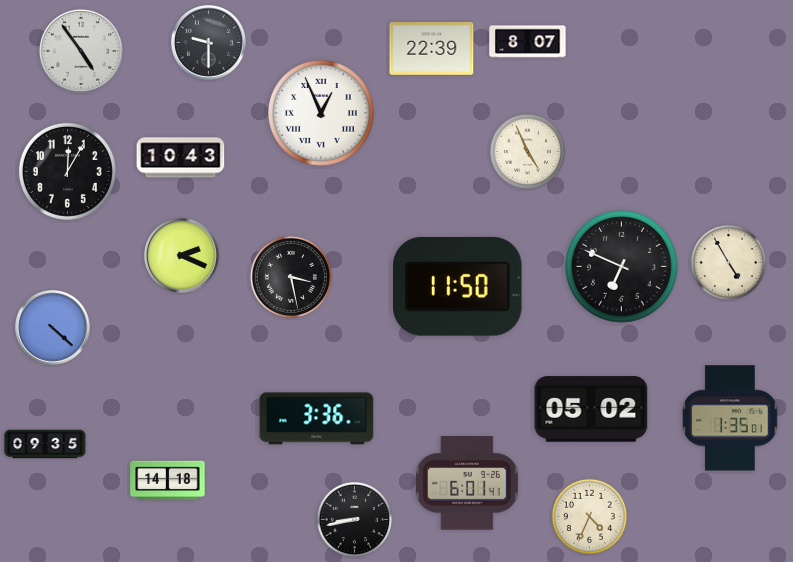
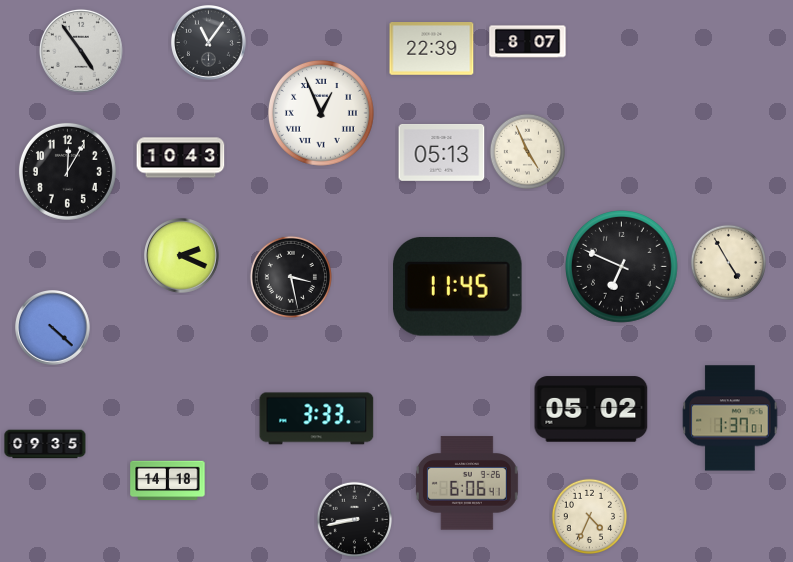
clock at (209, 43): 9:30 -> 11:06
clock at (442, 152): none -> 05:13
clock at (458, 286): 11:50 -> 11:45
clock at (730, 418): 1:35 -> 1:37
clock at (317, 419): 3:36 -> 3:33
clock at (467, 483): 6:01 -> 6:06
